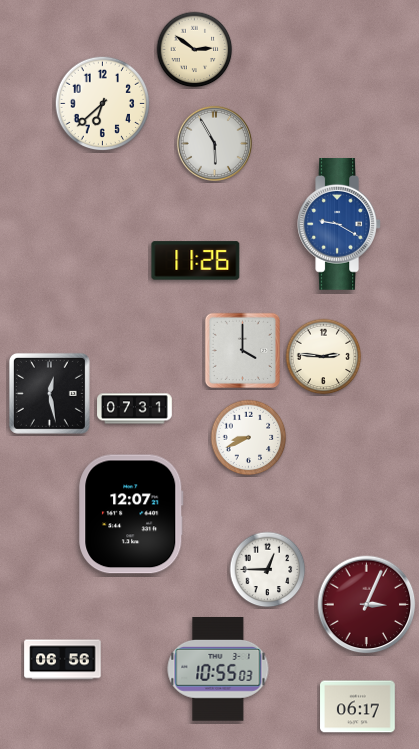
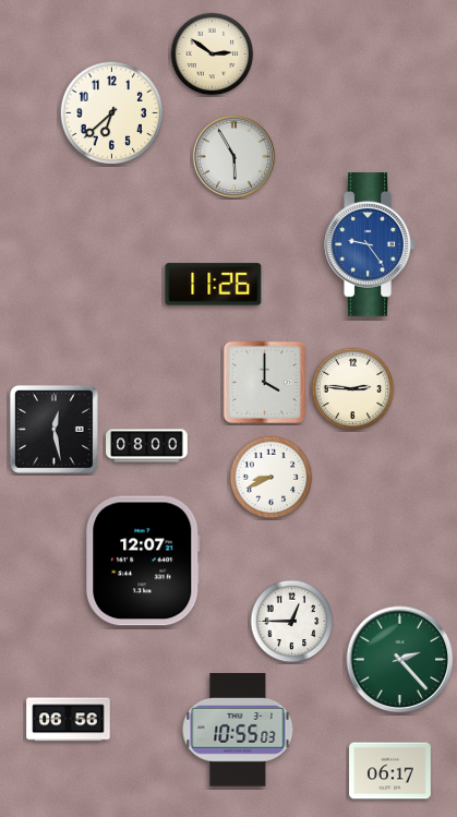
clock at (339, 225): 9:20 -> 9:24
clock at (135, 409): 07:31 -> 08:00
clock at (367, 605): 3:04 -> 2:23
clock at (367, 605) dial: burgundy -> green
